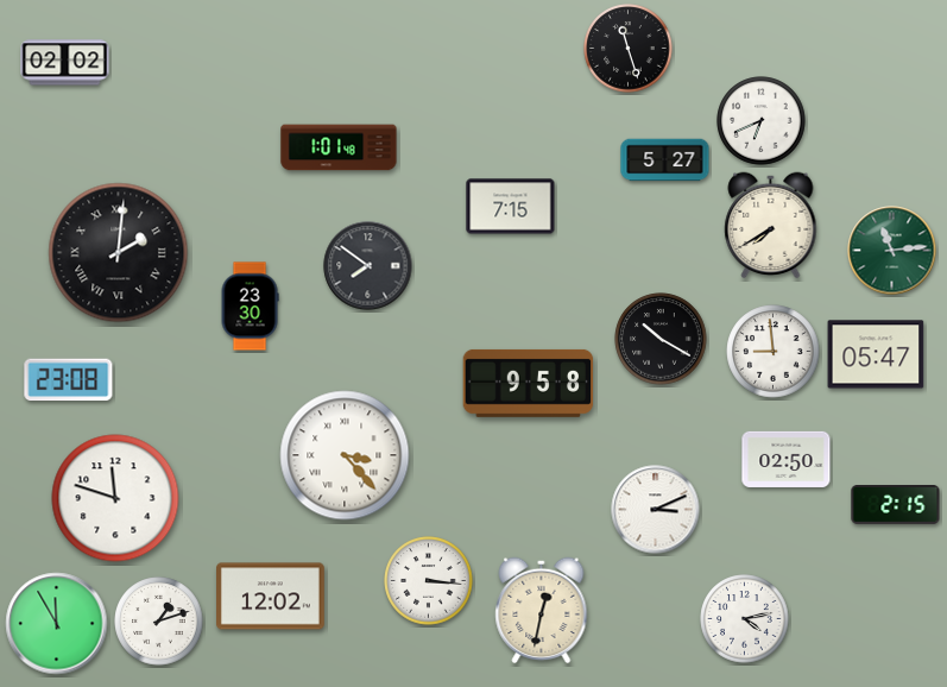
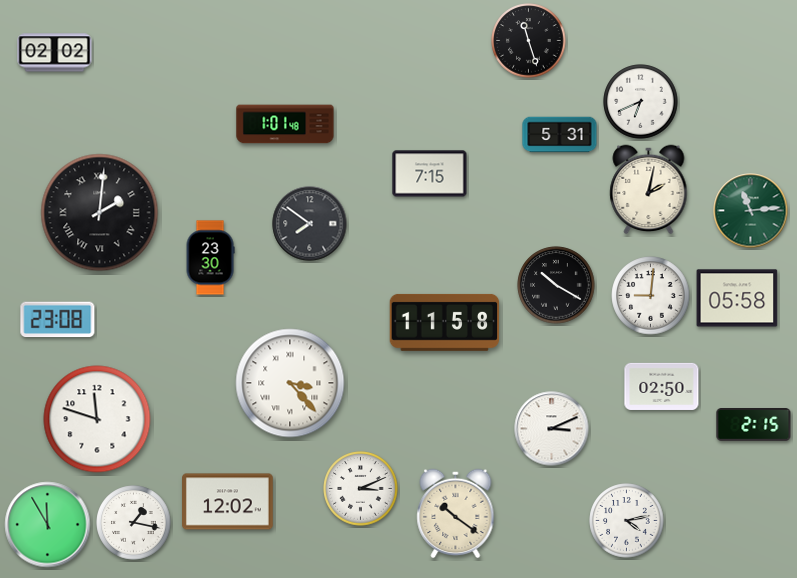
clock at (665, 160): 5:27 -> 5:31
clock at (771, 226): 7:40 -> 2:02
clock at (774, 352): 8:59 -> 9:01
clock at (876, 354): 05:47 -> 05:58
clock at (529, 383): 9:58 -> 11:58
clock at (429, 581): 3:16 -> 3:11
clock at (542, 611): 12:32 -> 10:21
clock at (159, 622): 1:12 -> 1:17
